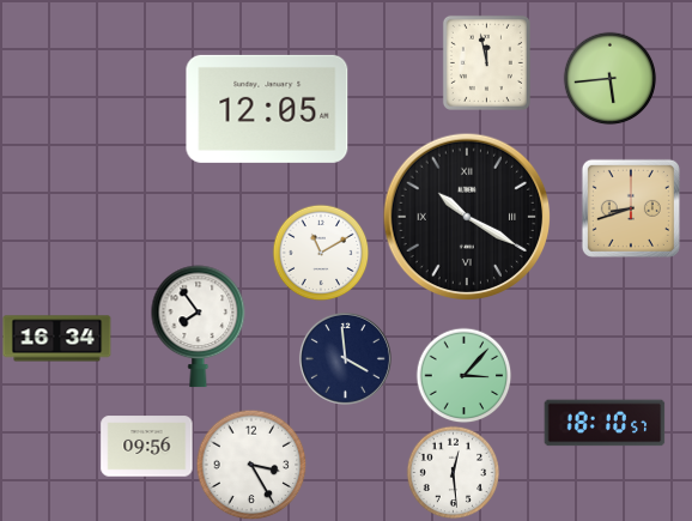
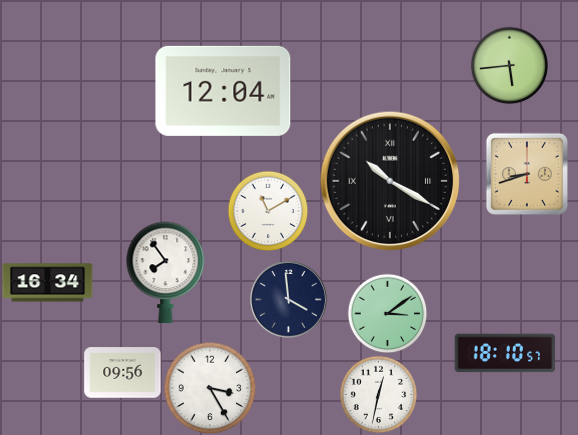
clock at (486, 62): 11:58 -> none
clock at (267, 109): 12:05 -> 12:04
clock at (463, 375): 3:07 -> 3:09
clock at (453, 472): 12:29 -> 12:32
